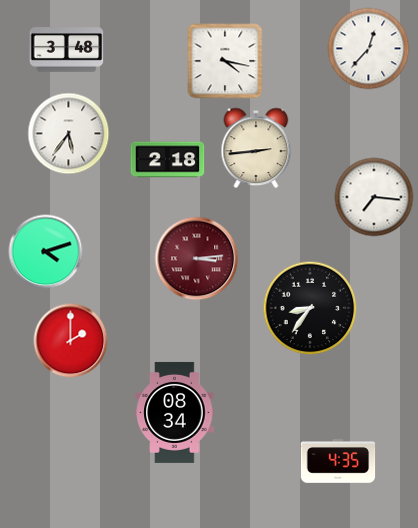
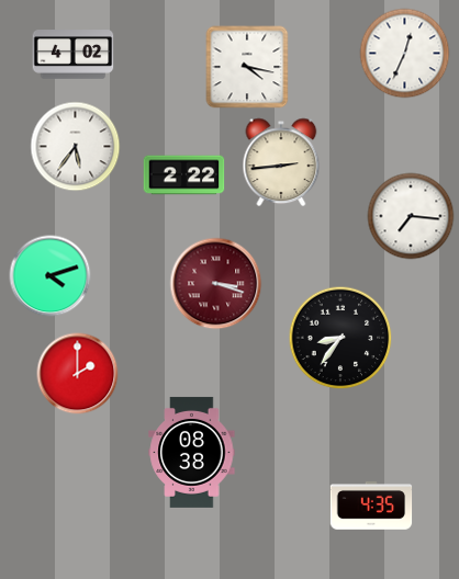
clock at (369, 49): 12:37 -> 12:34
clock at (67, 50): 3:48 -> 4:02
clock at (168, 160): 2:18 -> 2:22
clock at (197, 259): 3:14 -> 3:18
clock at (175, 412): 08:34 -> 08:38
